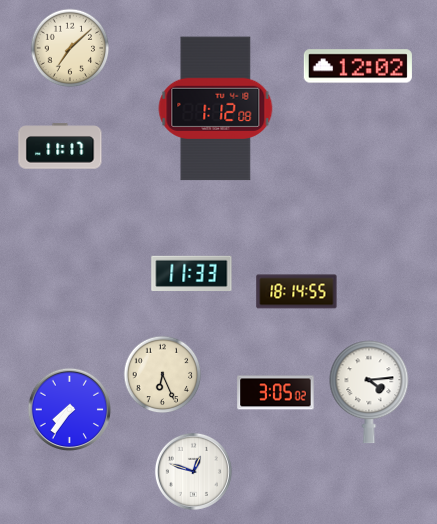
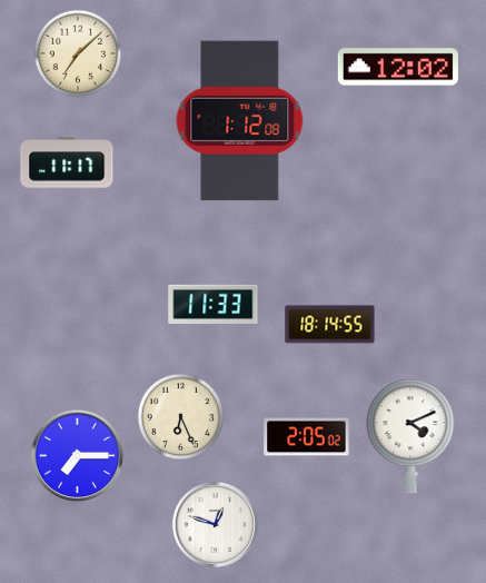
clock at (358, 66) position: (358, 66) -> (398, 67)
clock at (369, 392): 4:14 -> 4:11
clock at (276, 393): 3:05 -> 2:05
clock at (69, 409): 7:36 -> 7:15
